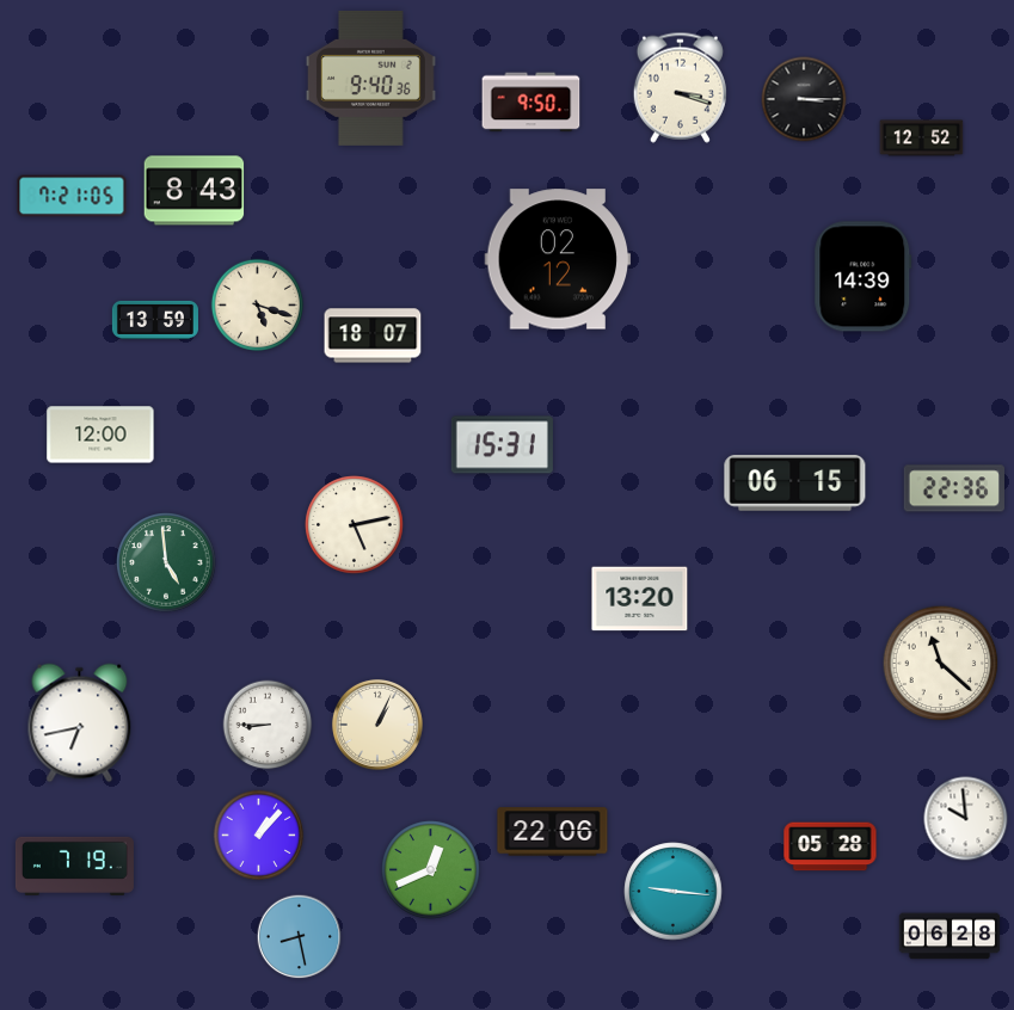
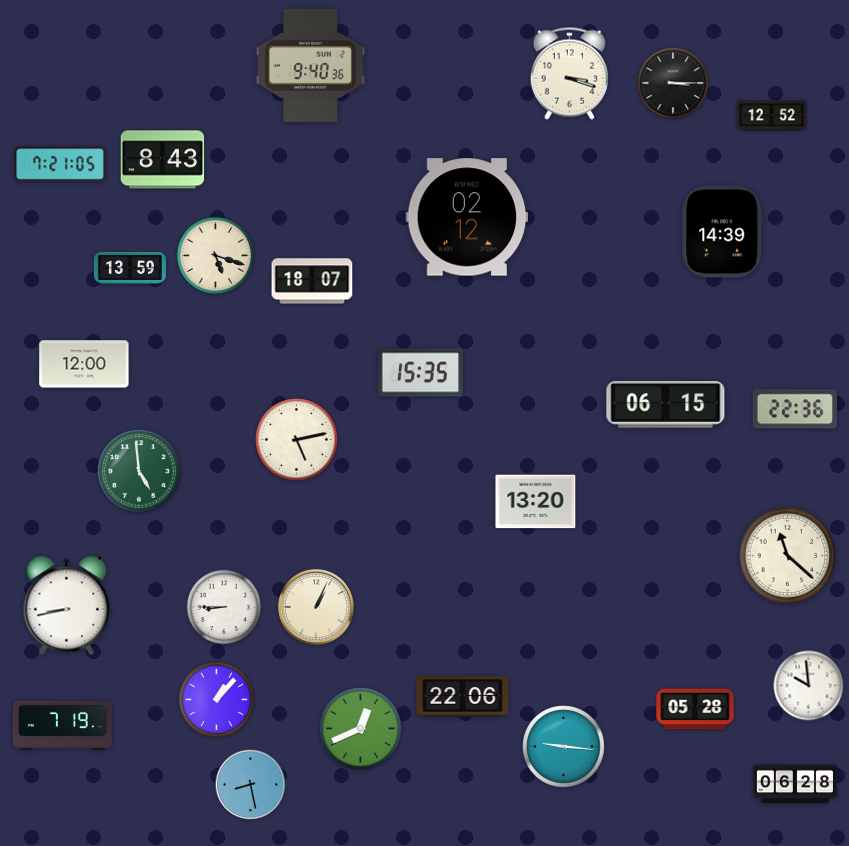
clock at (531, 103): 9:50 -> none
clock at (502, 445): 15:31 -> 15:35
clock at (954, 488) position: (954, 488) -> (795, 409)
clock at (80, 723): 6:43 -> 8:43
